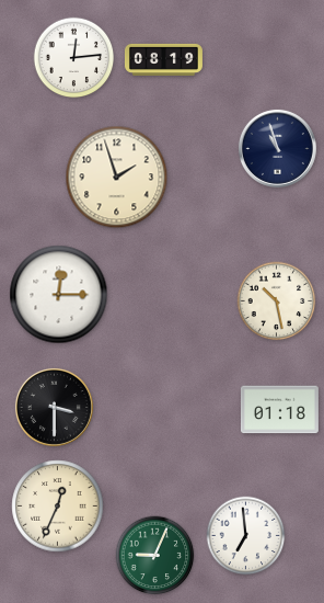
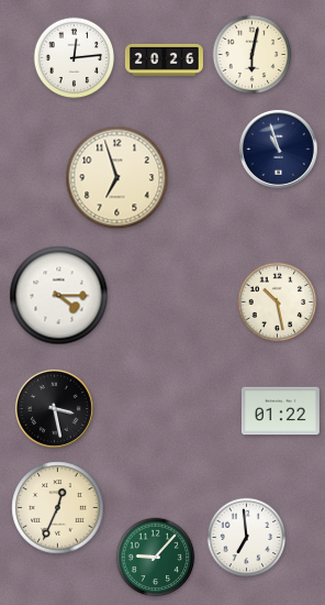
clock at (253, 55): none -> 6:02
clock at (163, 59): 08:19 -> 20:26
clock at (117, 178): 1:57 -> 6:57
clock at (59, 295): 12:15 -> 4:15
clock at (54, 407): 3:30 -> 3:28
clock at (279, 410): 01:18 -> 01:22
clock at (155, 556): 9:04 -> 9:07
